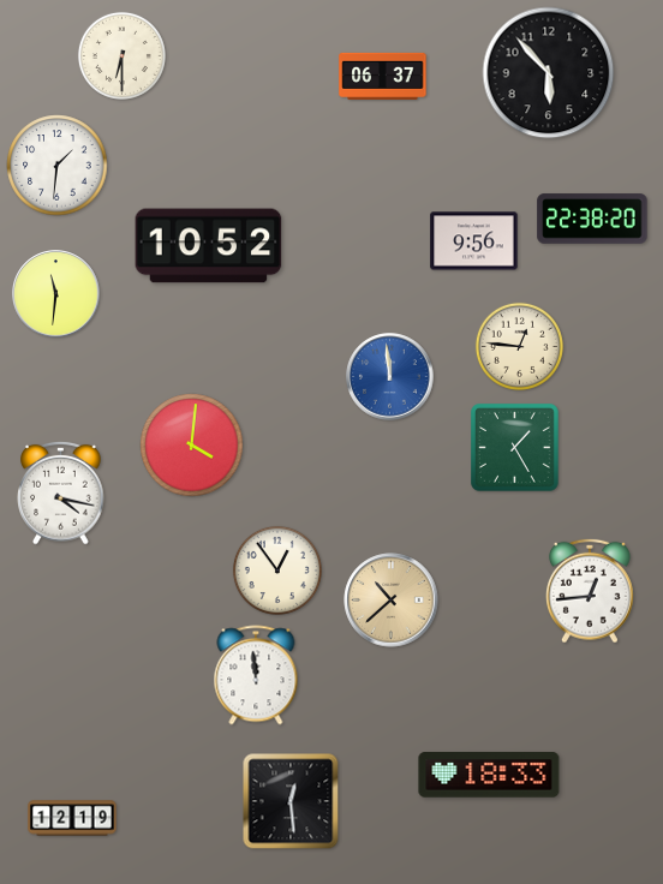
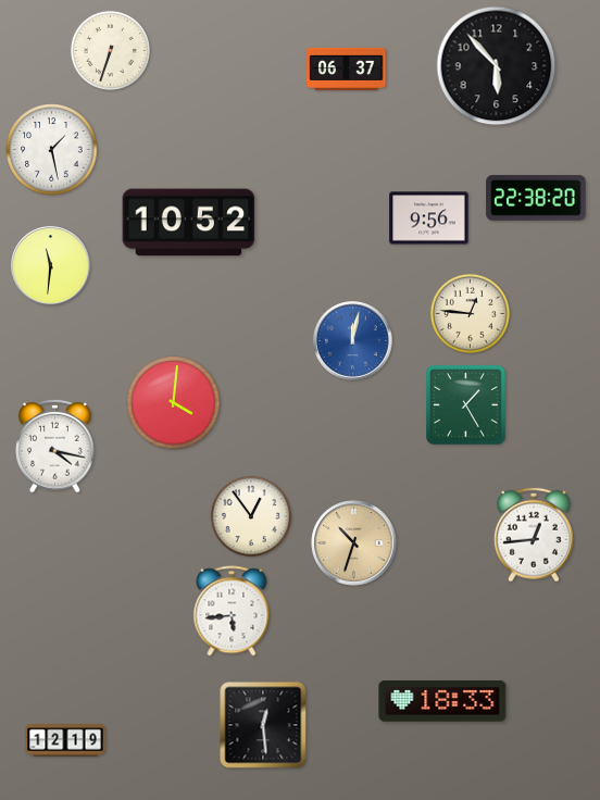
clock at (121, 55): 6:30 -> 6:33
clock at (58, 166): 1:31 -> 1:28
clock at (390, 377): 11:59 -> 12:02
clock at (392, 601): 10:38 -> 10:33
clock at (256, 675): 11:59 -> 5:44
